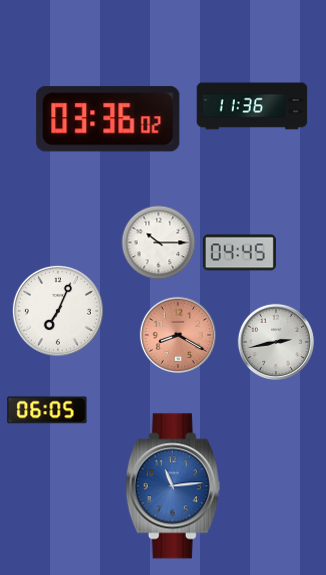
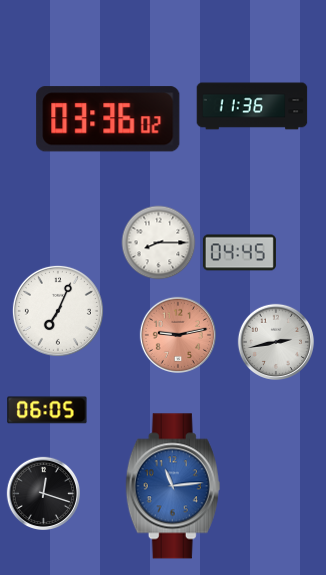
clock at (159, 243): 10:15 -> 8:15
clock at (177, 334): 8:20 -> 9:13
clock at (43, 493): none -> 12:18
